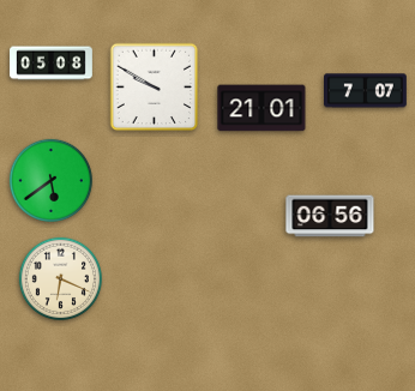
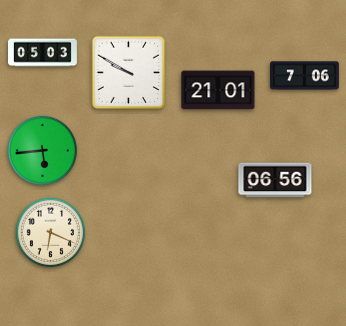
clock at (52, 64): 05:08 -> 05:03
clock at (366, 91): 7:07 -> 7:06
clock at (50, 180): 5:39 -> 5:44
